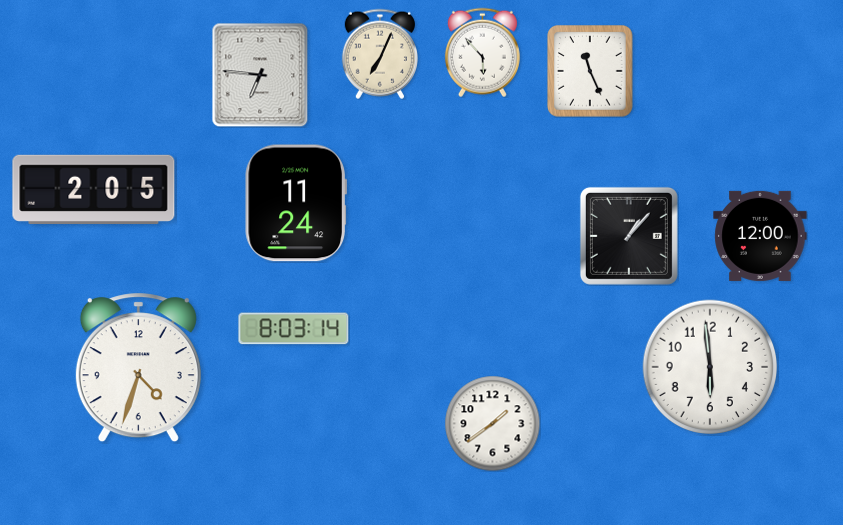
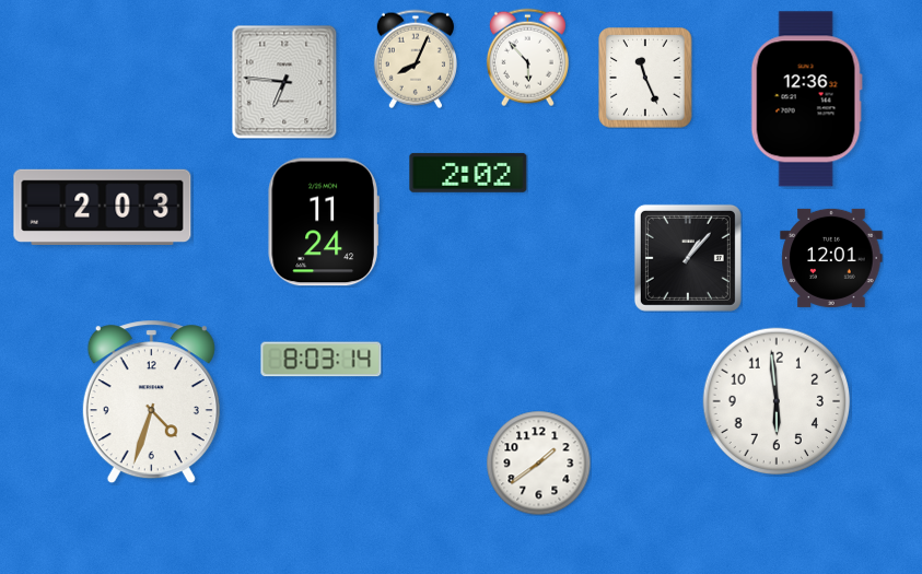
clock at (380, 54): 7:04 -> 8:04
clock at (806, 99): none -> 12:36
clock at (468, 173): none -> 2:02
clock at (94, 189): 2:05 -> 2:03
clock at (760, 236): 12:00 -> 12:01
